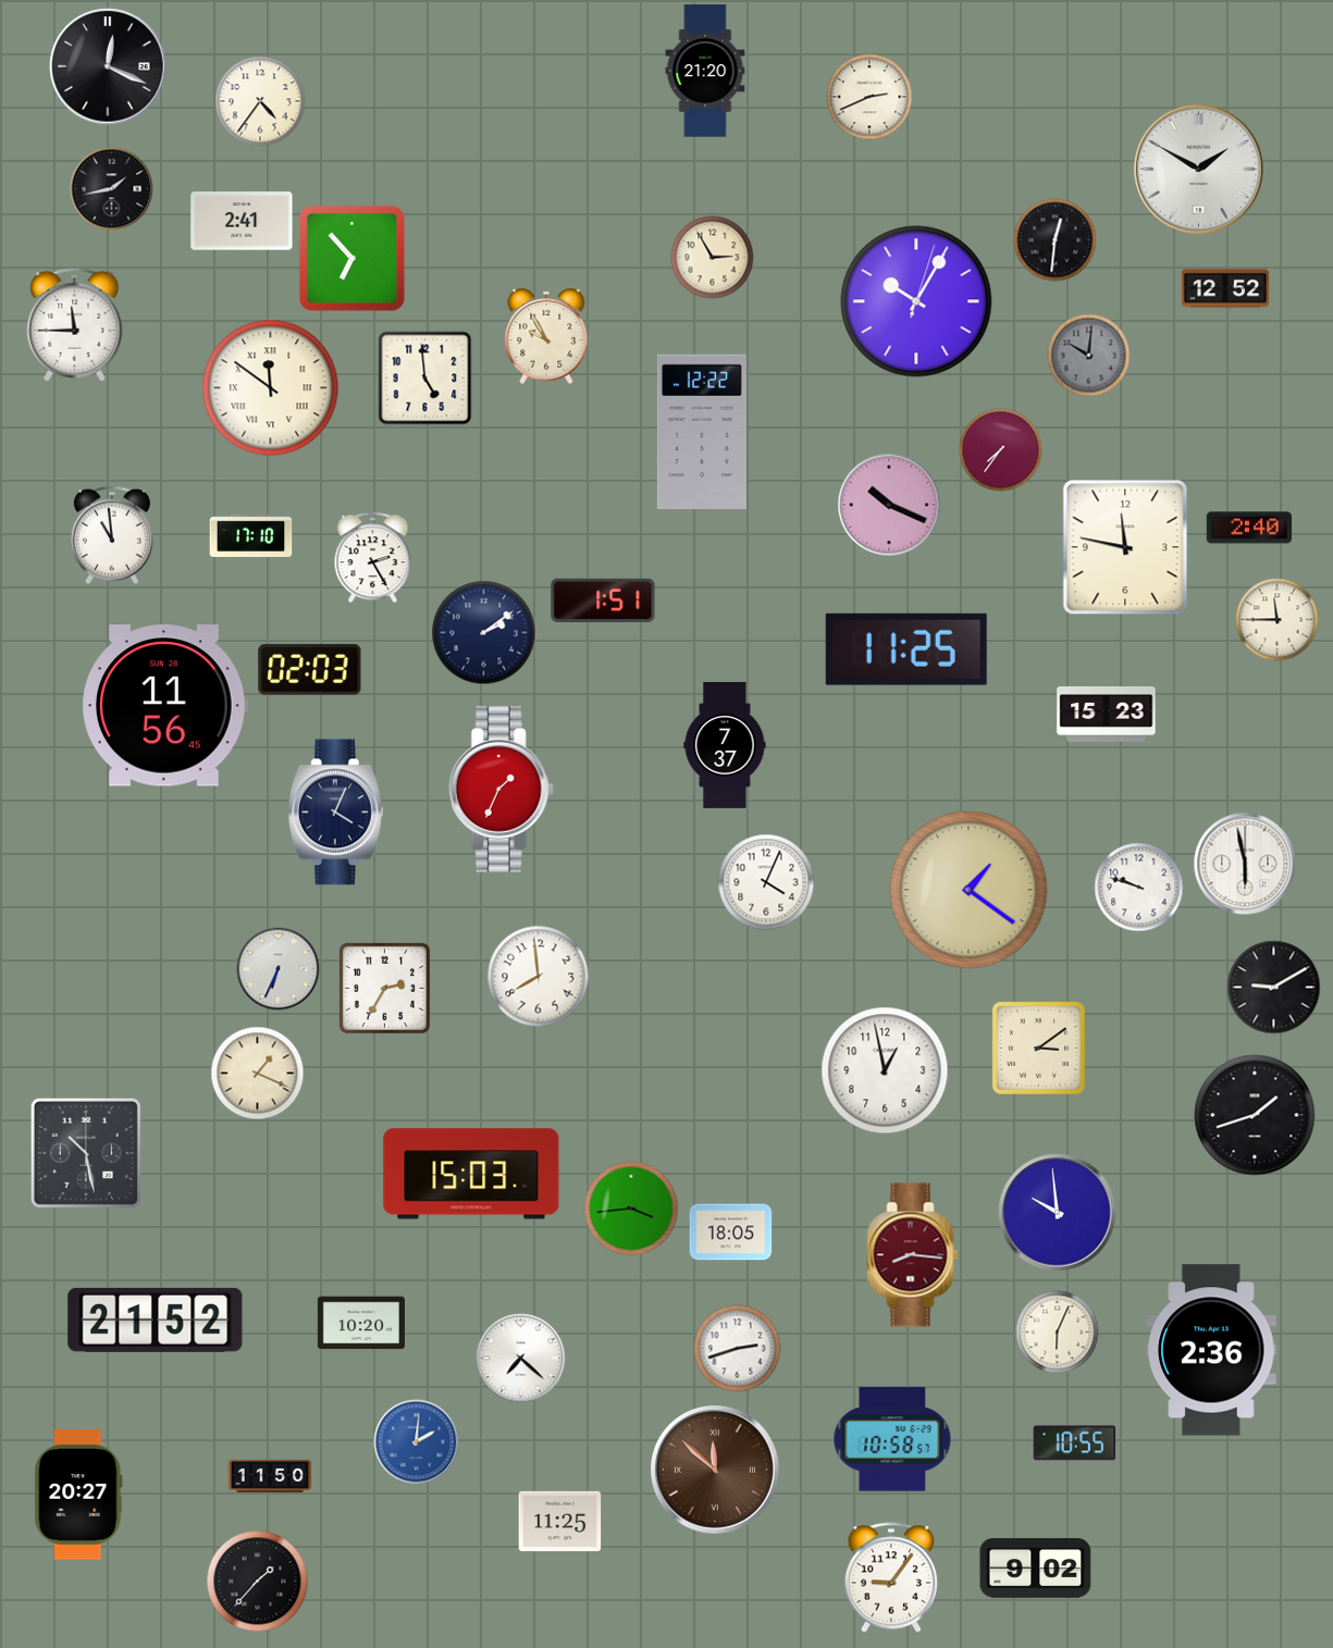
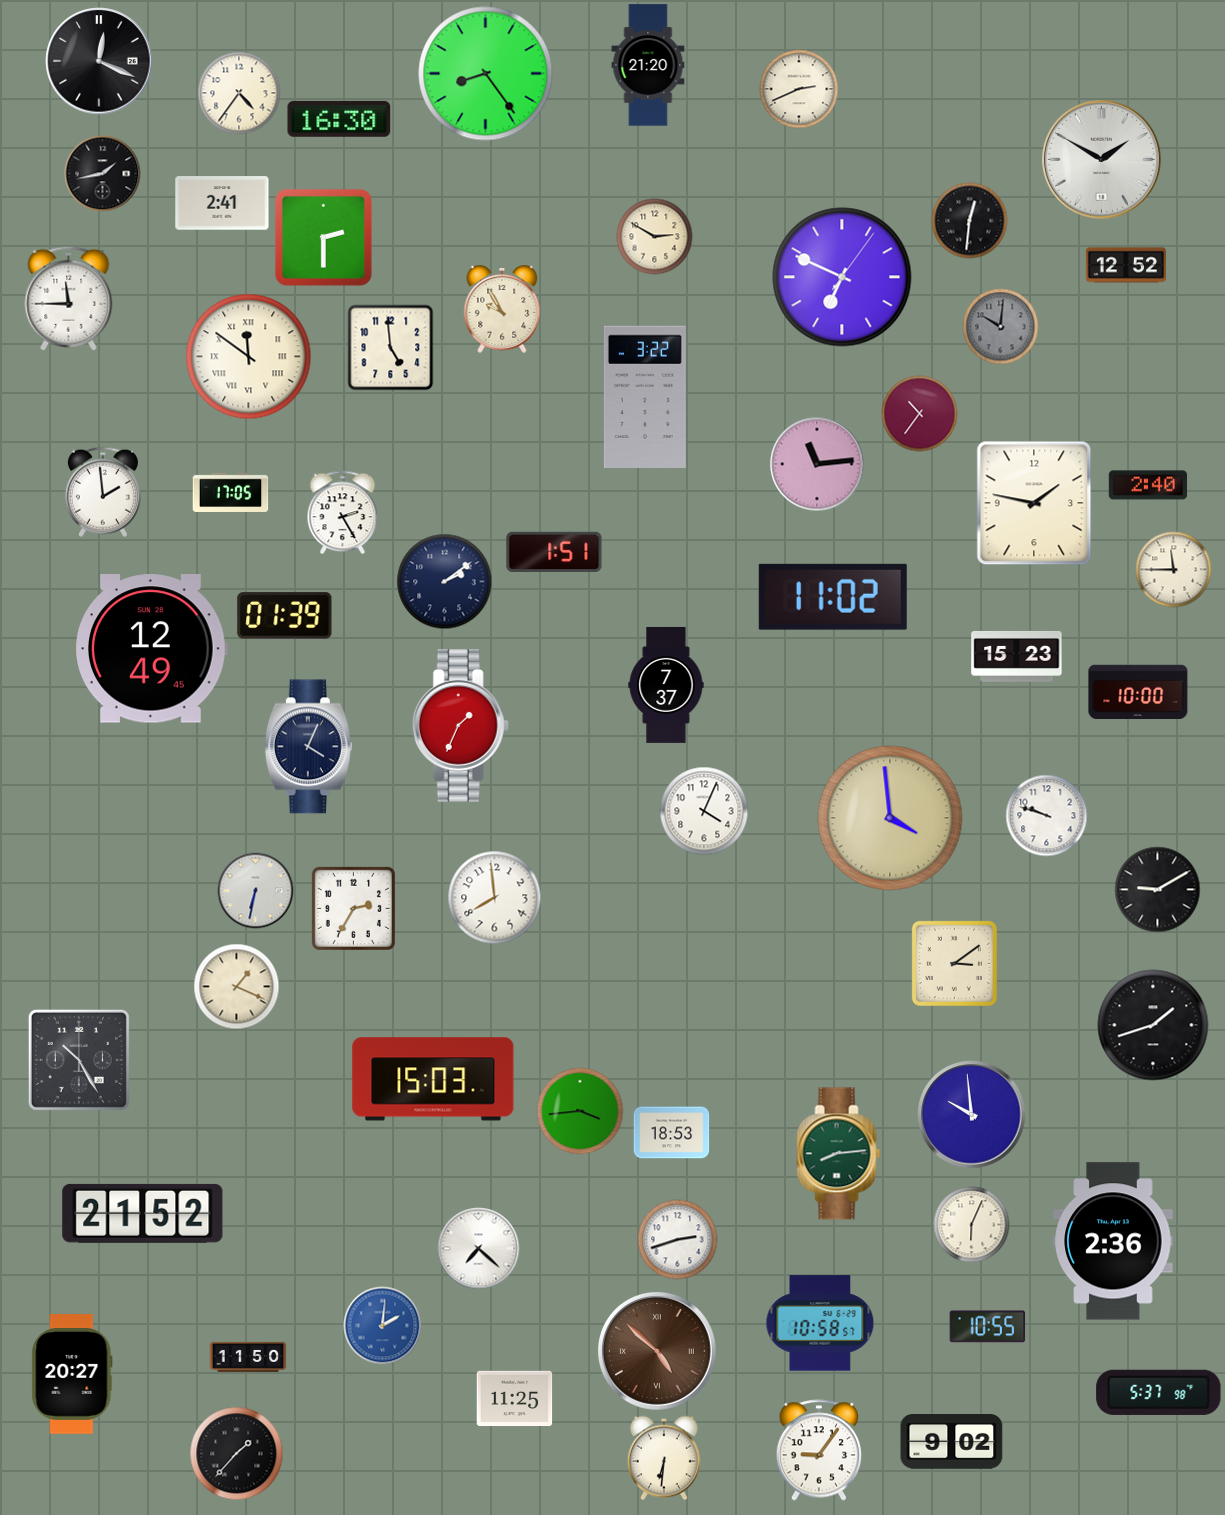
clock at (486, 74): none -> 8:24
clock at (339, 119): none -> 16:30
clock at (1198, 169) position: (1198, 169) -> (1101, 159)
clock at (351, 258): 6:53 -> 2:30
clock at (713, 258): 2:55 -> 2:50
clock at (916, 301): 10:05 -> 6:49
clock at (702, 431): 12:22 -> 3:22
clock at (1001, 450): 7:36 -> 10:36
clock at (889, 505): 10:19 -> 11:14
clock at (112, 535): 10:59 -> 1:59
clock at (251, 535): 17:10 -> 17:05
clock at (1125, 547): 11:47 -> 1:47
clock at (906, 649): 11:25 -> 11:02
clock at (310, 670): 02:03 -> 01:39
clock at (164, 706): 11:56 -> 12:49
clock at (1138, 691): none -> 10:00
clock at (1245, 864): 5:58 -> none
clock at (968, 890): 1:21 -> 3:59
clock at (279, 969): 6:34 -> 6:32
clock at (1274, 988) position: (1274, 988) -> (1158, 890)
clock at (885, 1070): 12:58 -> none
clock at (86, 1153): 10:28 -> 10:25
clock at (731, 1232): 18:05 -> 18:53
clock at (913, 1255): 8:16 -> 8:14
clock at (913, 1255) dial: burgundy -> green
clock at (361, 1323): 10:20 -> none
clock at (715, 1470): 11:52 -> 4:52
clock at (1159, 1392): none -> 5:37
clock at (664, 1458): none -> 6:31
